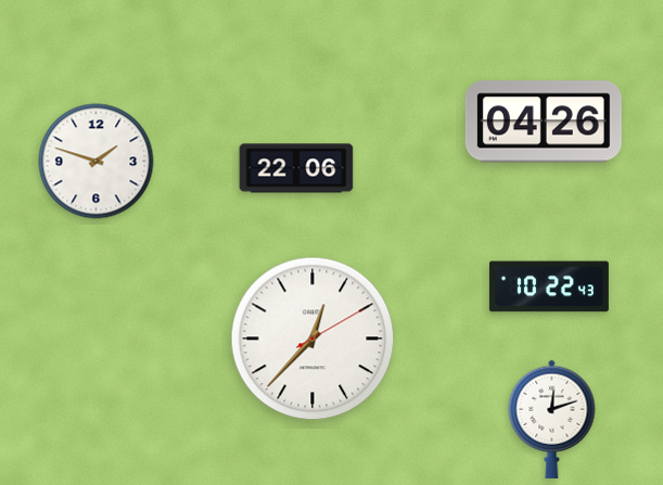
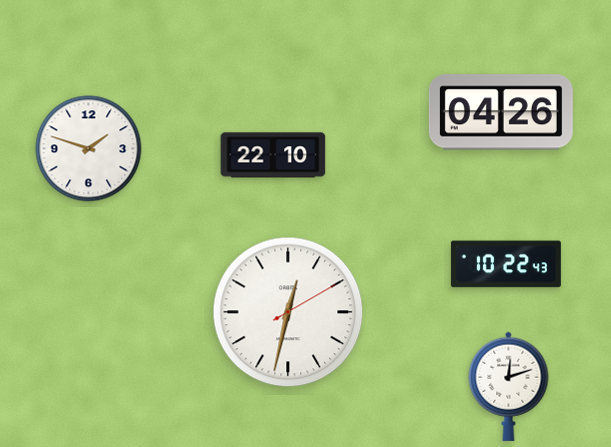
clock at (296, 168): 22:06 -> 22:10
clock at (313, 339): 12:37 -> 12:32
